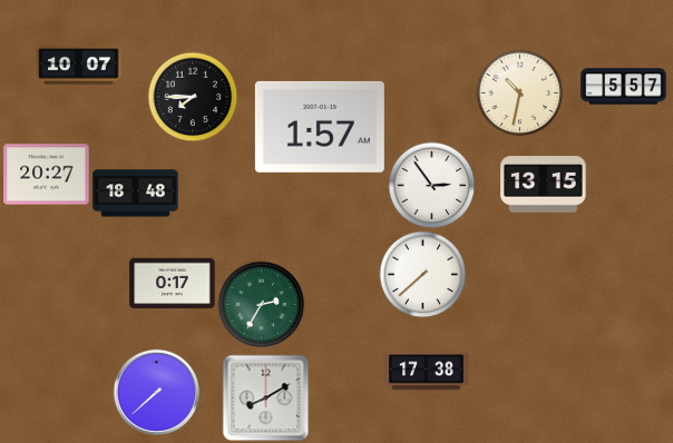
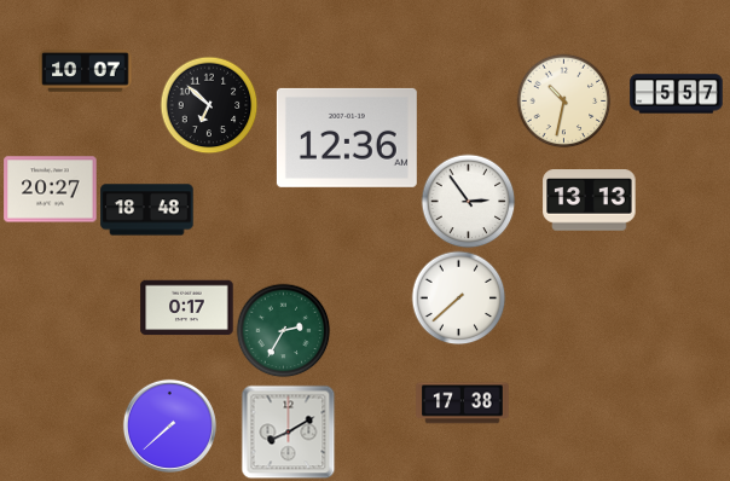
clock at (193, 97): 7:45 -> 6:52
clock at (320, 127): 1:57 -> 12:36
clock at (544, 185): 13:15 -> 13:13
